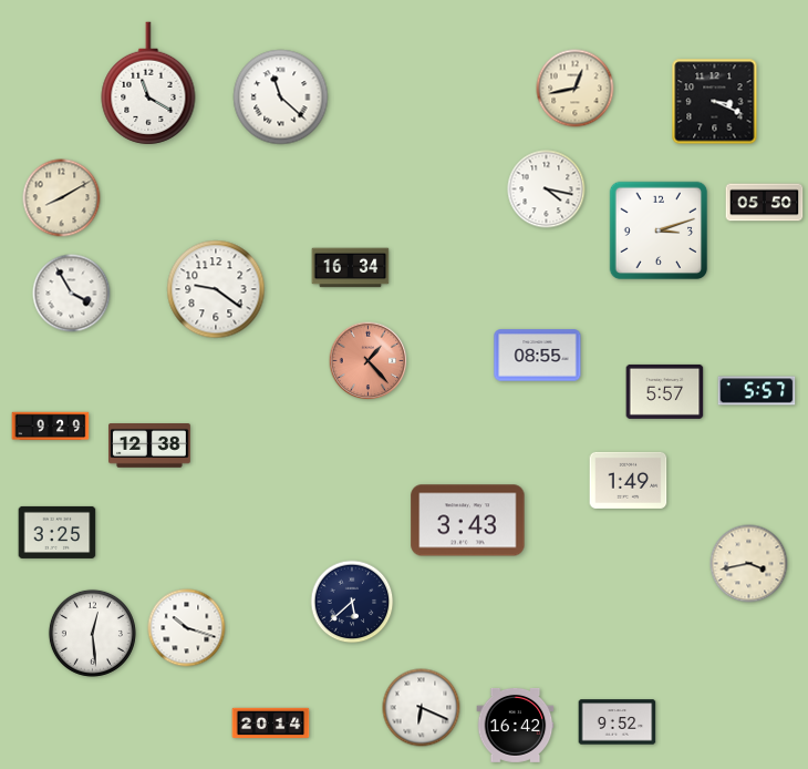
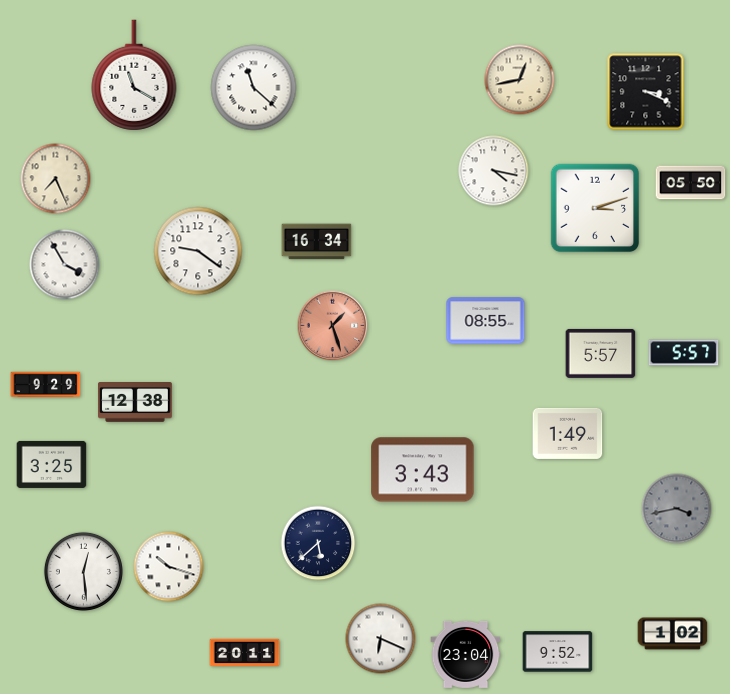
clock at (62, 198): 8:10 -> 7:26
clock at (216, 289) position: (216, 289) -> (198, 251)
clock at (369, 361): 1:23 -> 1:27
clock at (58, 532) position: (58, 532) -> (52, 464)
clock at (749, 564) dial: cream -> grey
clock at (673, 634): none -> 1:02
clock at (271, 724): 20:14 -> 20:11
clock at (516, 725): 16:42 -> 23:04
